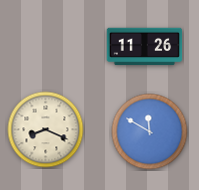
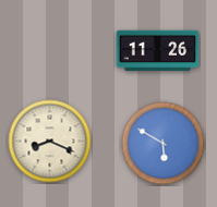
clock at (150, 132): 11:50 -> 5:50
